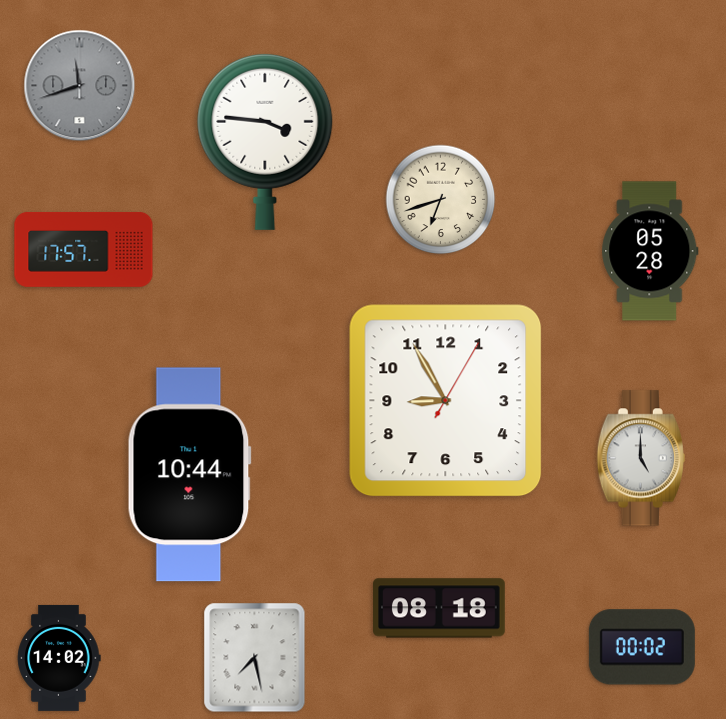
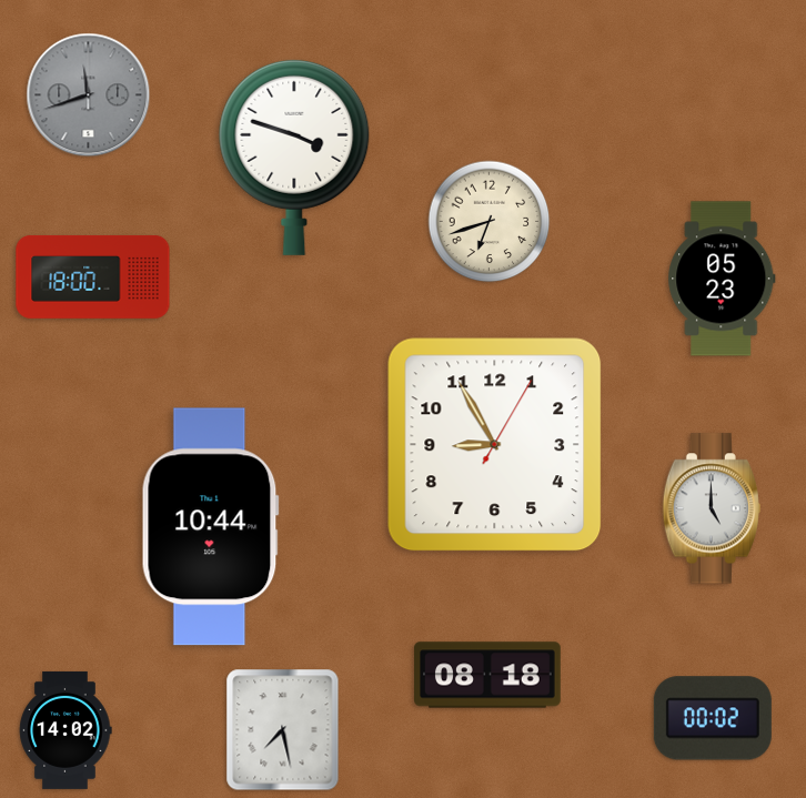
clock at (265, 141): 3:46 -> 3:48
clock at (84, 249): 17:57 -> 18:00
clock at (650, 251): 05:28 -> 05:23
